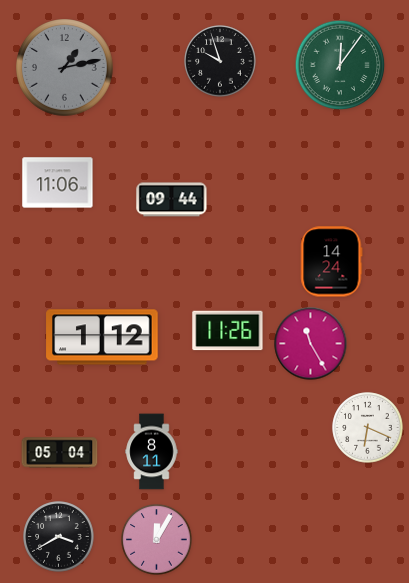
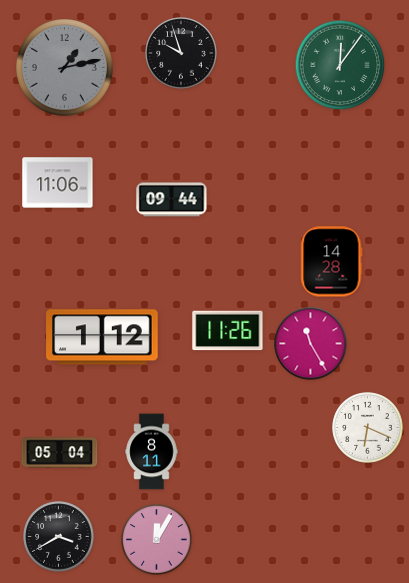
clock at (220, 61) position: (220, 61) -> (181, 53)
clock at (332, 262): 14:24 -> 14:28
